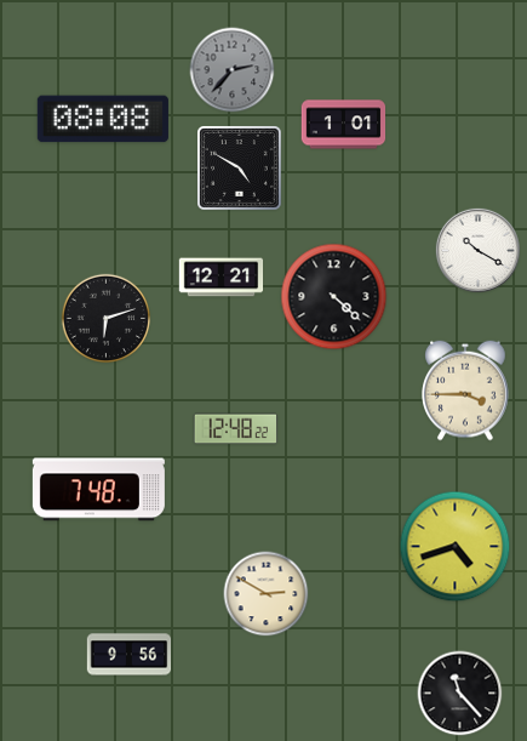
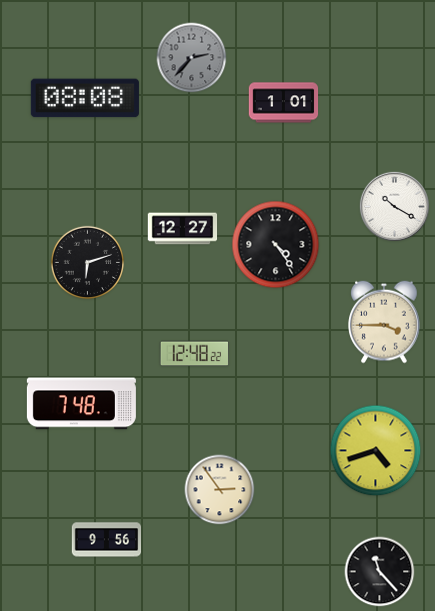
clock at (240, 169): 4:50 -> none
clock at (222, 278): 12:21 -> 12:27
clock at (334, 297): 4:22 -> 4:24
clock at (267, 594): 2:50 -> 2:54
